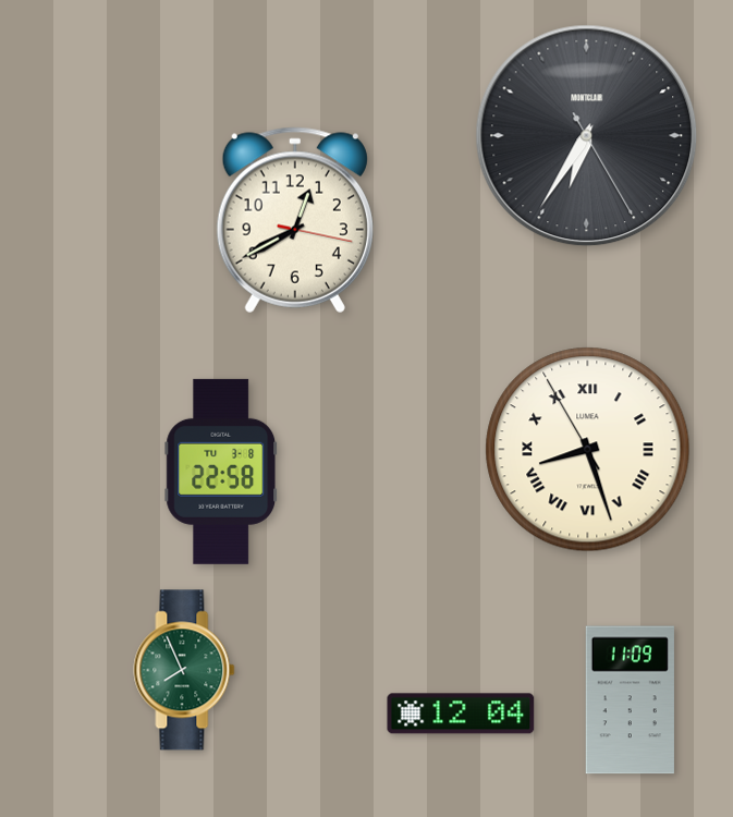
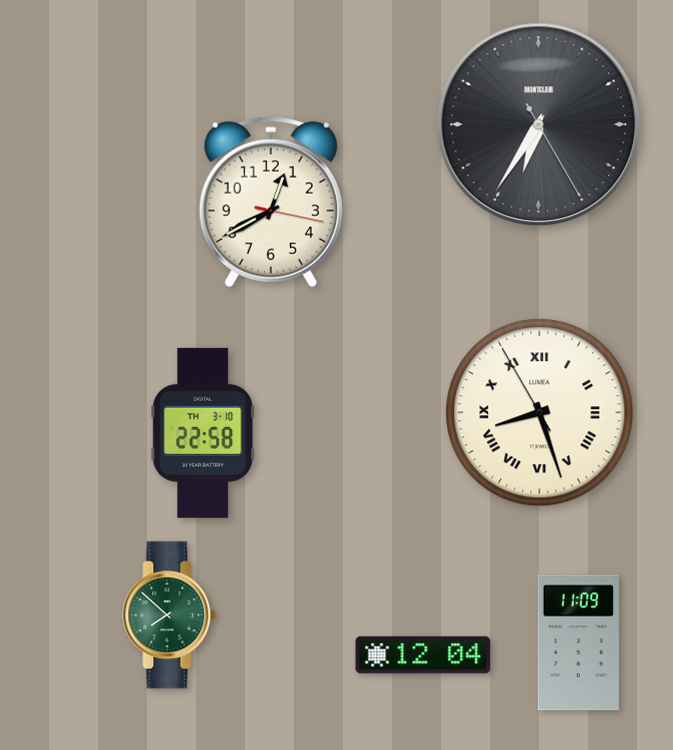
clock at (221, 472) date: TU 3-8 -> TH 3-10
clock at (184, 670): 7:56 -> 7:52
